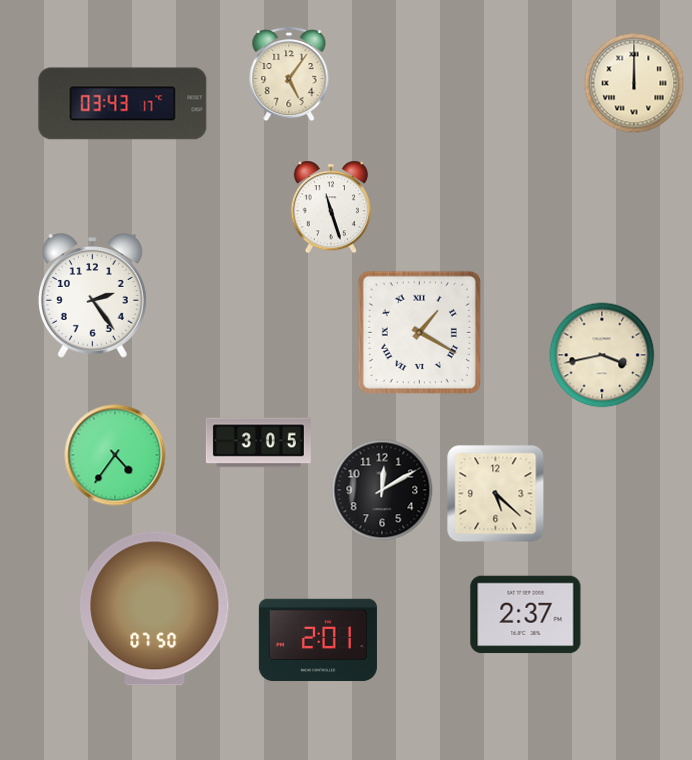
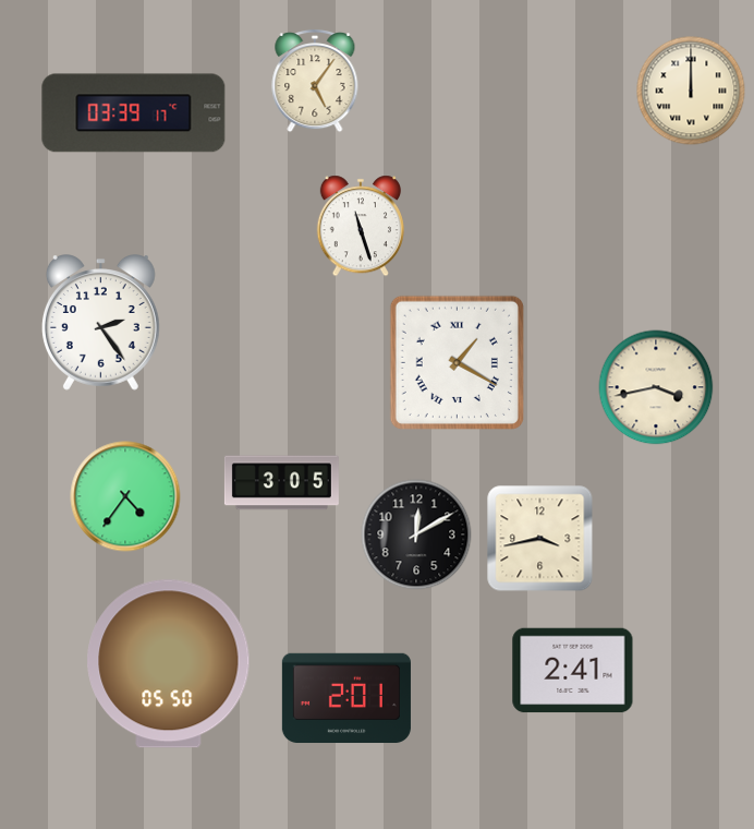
clock at (123, 104): 03:43 -> 03:39
clock at (496, 494): 5:22 -> 3:43
clock at (155, 609): 07:50 -> 05:50
clock at (526, 615): 2:37 -> 2:41
